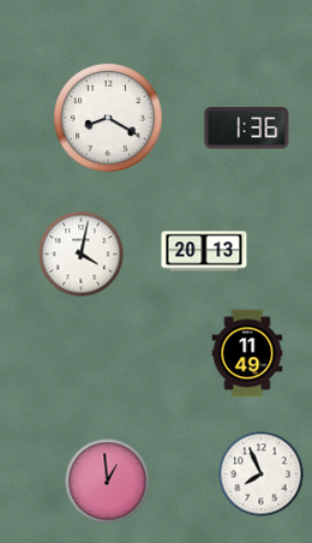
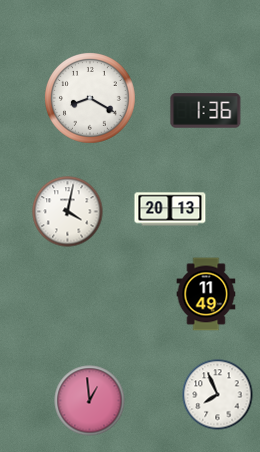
clock at (247, 129) position: (247, 129) -> (206, 111)
